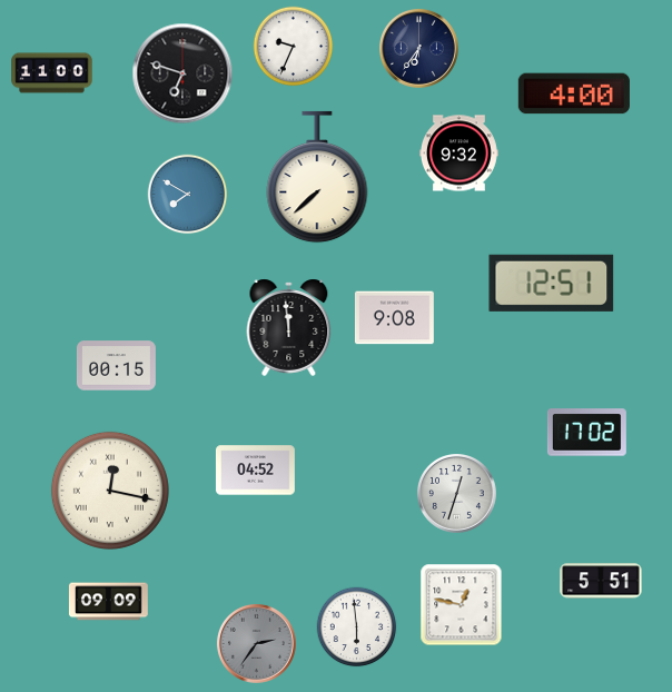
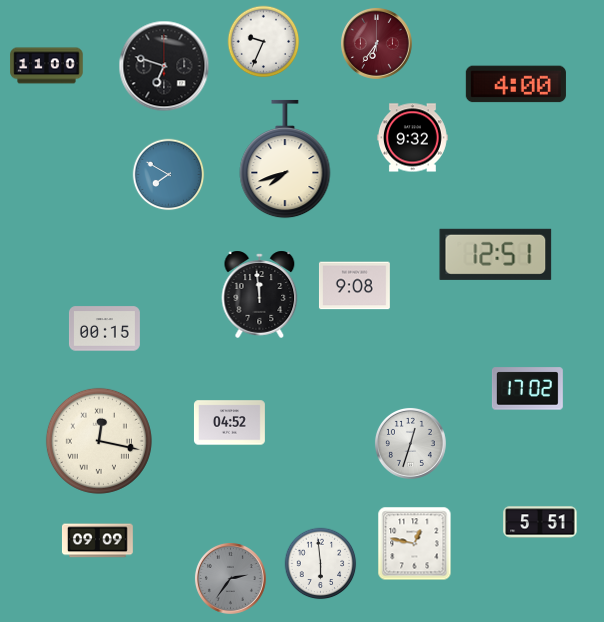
clock at (418, 48) dial: navy -> burgundy
clock at (317, 177): 7:38 -> 7:42
